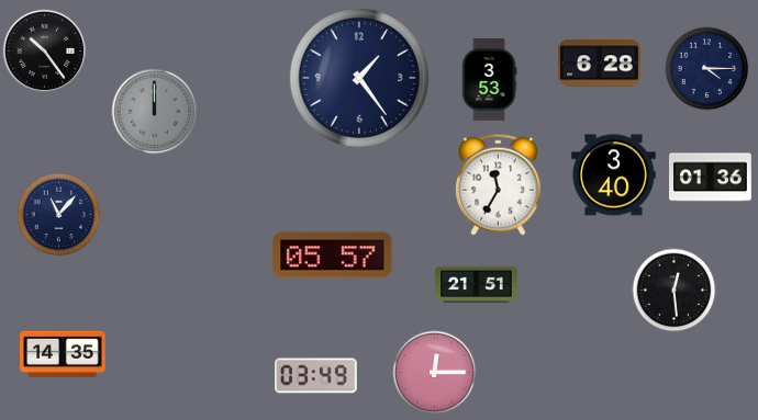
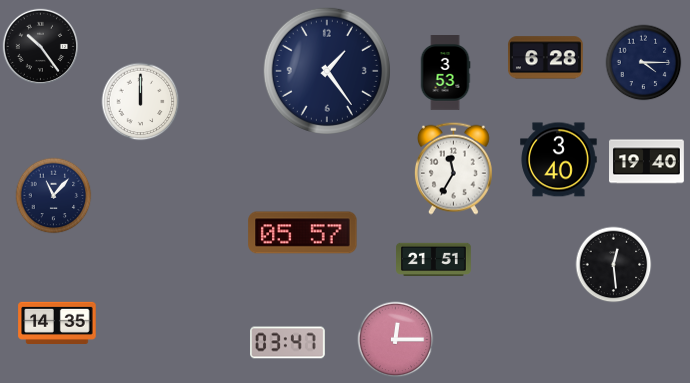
clock at (155, 112) dial: grey -> white
clock at (711, 178): 01:36 -> 19:40
clock at (316, 376): 03:49 -> 03:47
